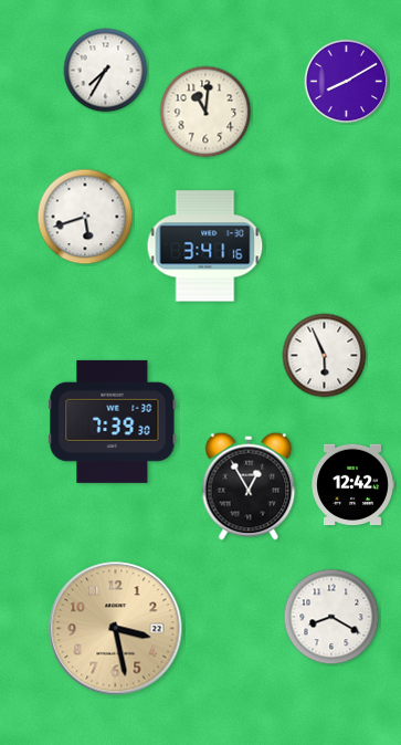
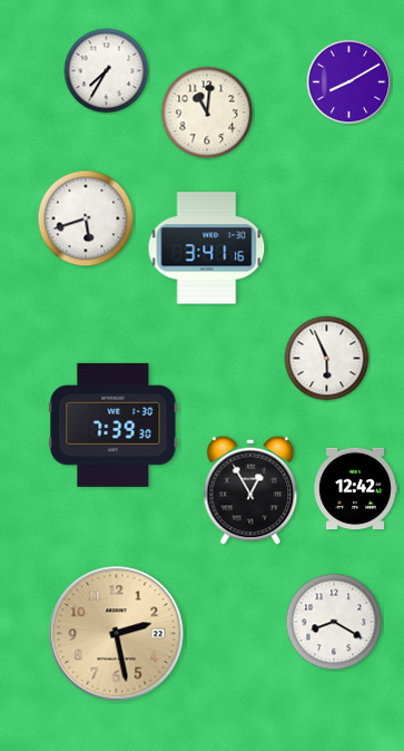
clock at (116, 629): 3:28 -> 2:28
